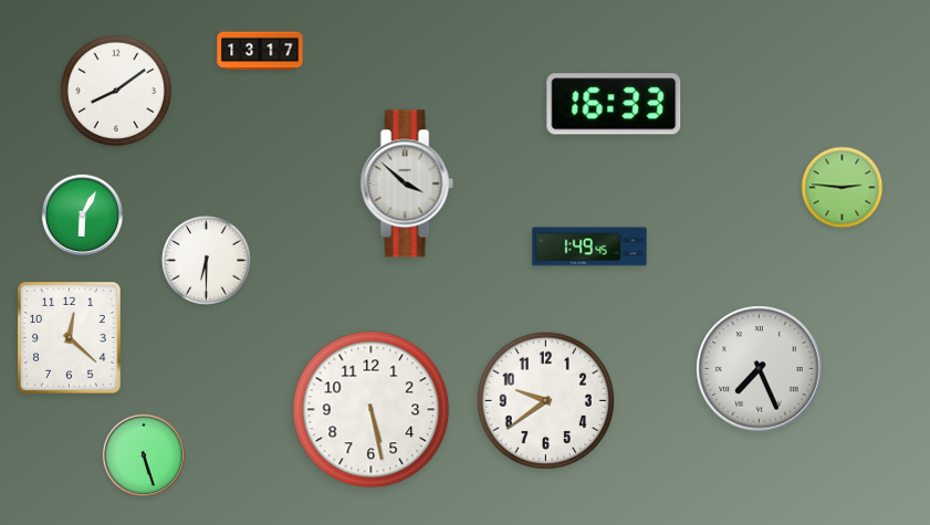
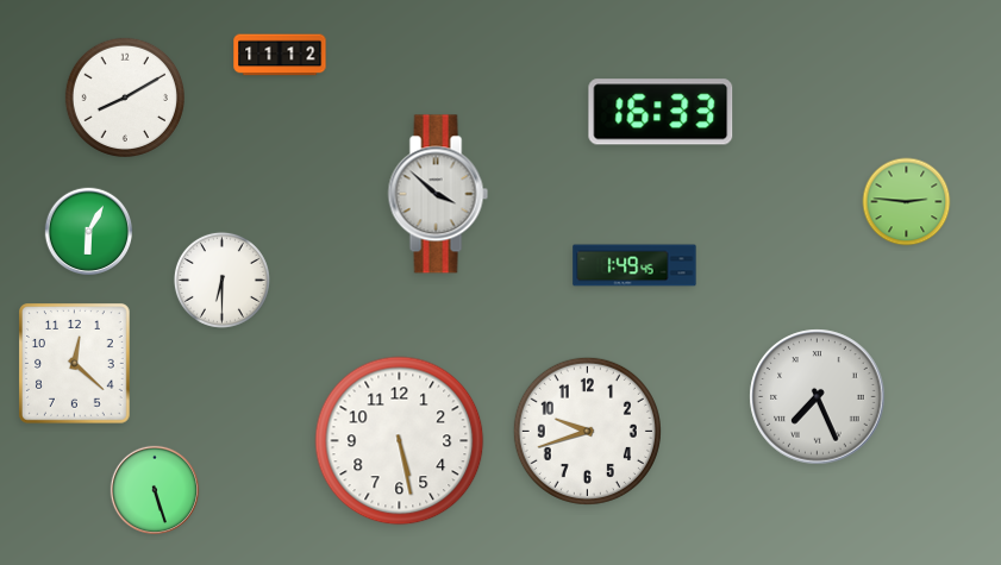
clock at (260, 51): 13:17 -> 11:12
clock at (115, 90): 8:09 -> 8:10
clock at (407, 183) position: (407, 183) -> (438, 194)
clock at (545, 400): 9:39 -> 9:42
